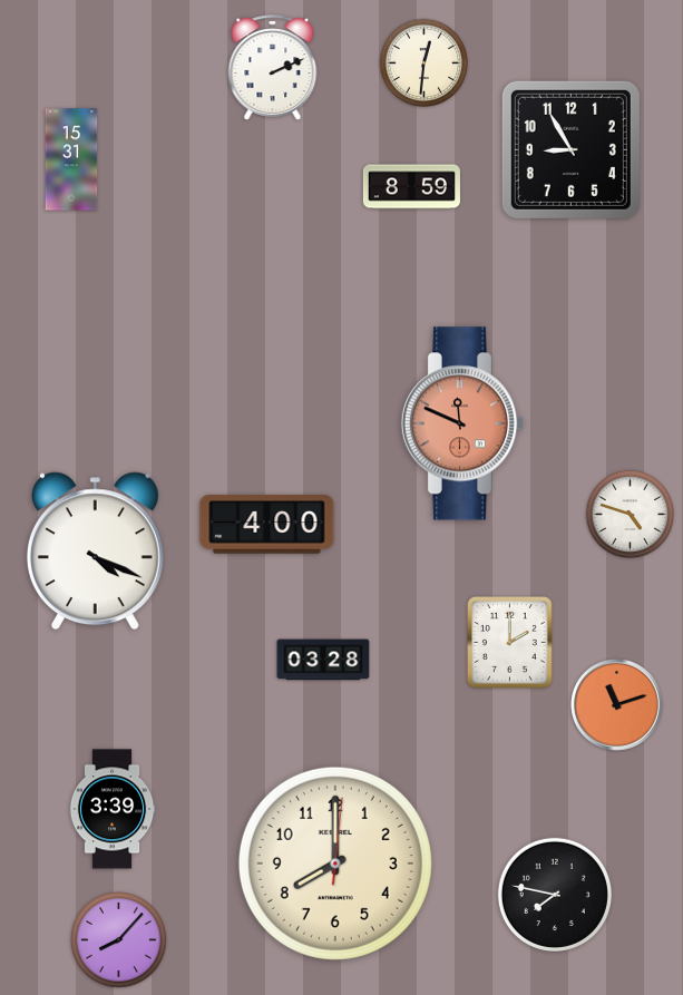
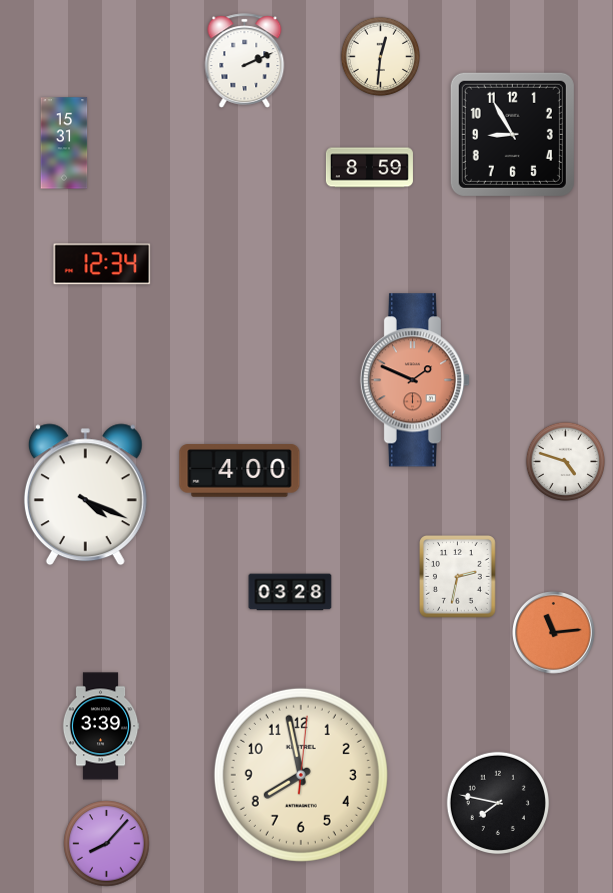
clock at (102, 264): none -> 12:34
clock at (462, 423): 11:49 -> 1:49
clock at (510, 643): 2:00 -> 2:32
clock at (617, 705): 11:12 -> 11:14
clock at (335, 864): 8:00 -> 7:58
